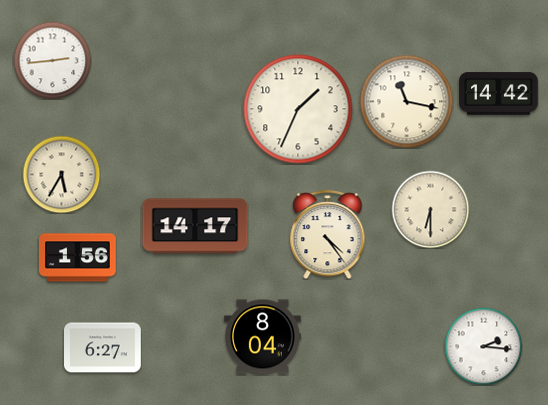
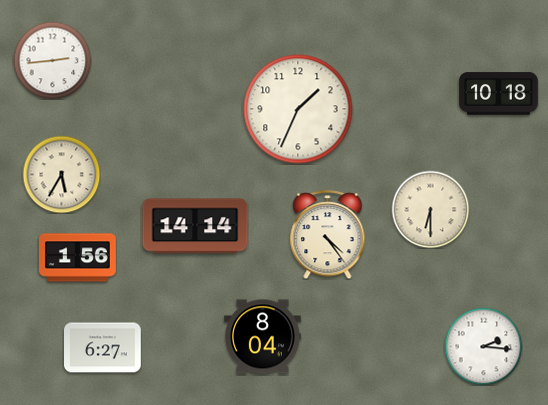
clock at (499, 94): 14:42 -> 10:18
clock at (406, 101): 11:17 -> none
clock at (195, 226): 14:17 -> 14:14
